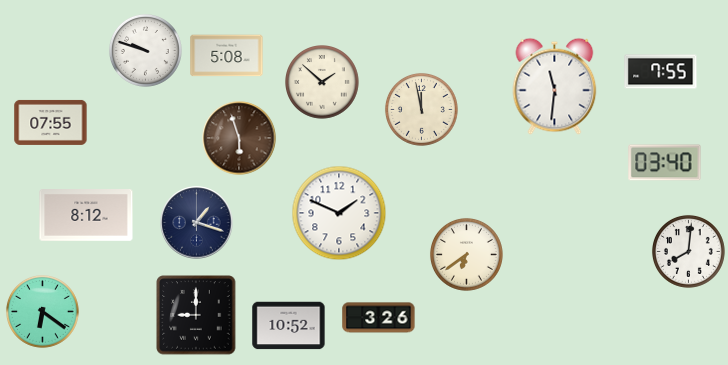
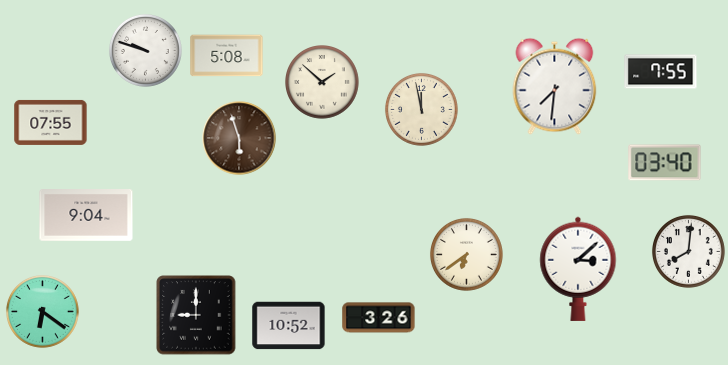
clock at (555, 86): 11:31 -> 7:31
clock at (339, 213): 1:49 -> none
clock at (86, 216): 8:12 -> 9:04
clock at (197, 223): 1:18 -> none
clock at (578, 269): none -> 3:08
